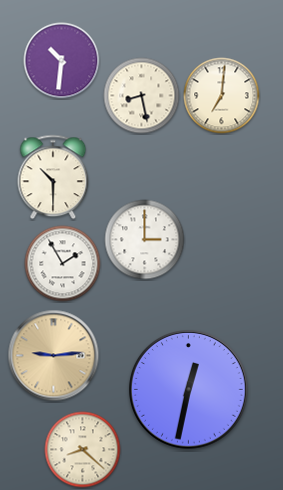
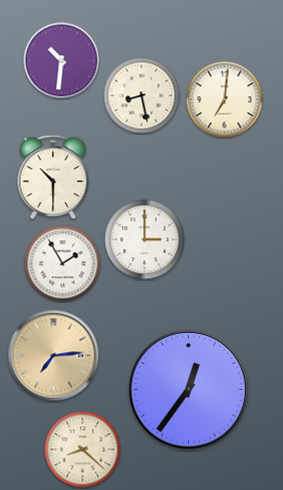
clock at (222, 96) position: (222, 96) -> (225, 100)
clock at (54, 356): 9:14 -> 7:14
clock at (189, 390): 12:32 -> 12:36
